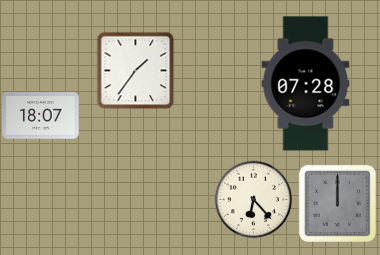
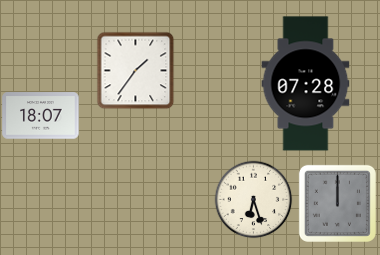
clock at (253, 199): 6:23 -> 6:27
